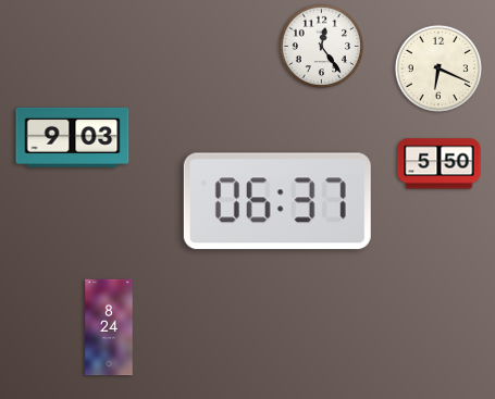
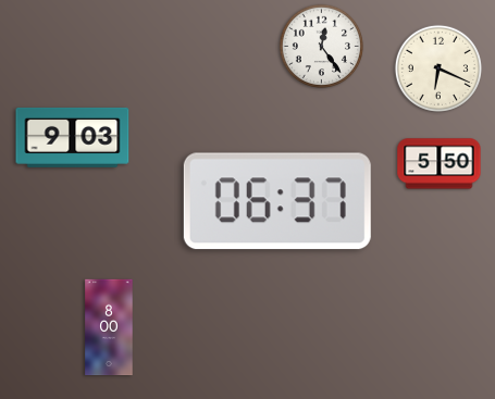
clock at (109, 327): 8:24 -> 8:00
